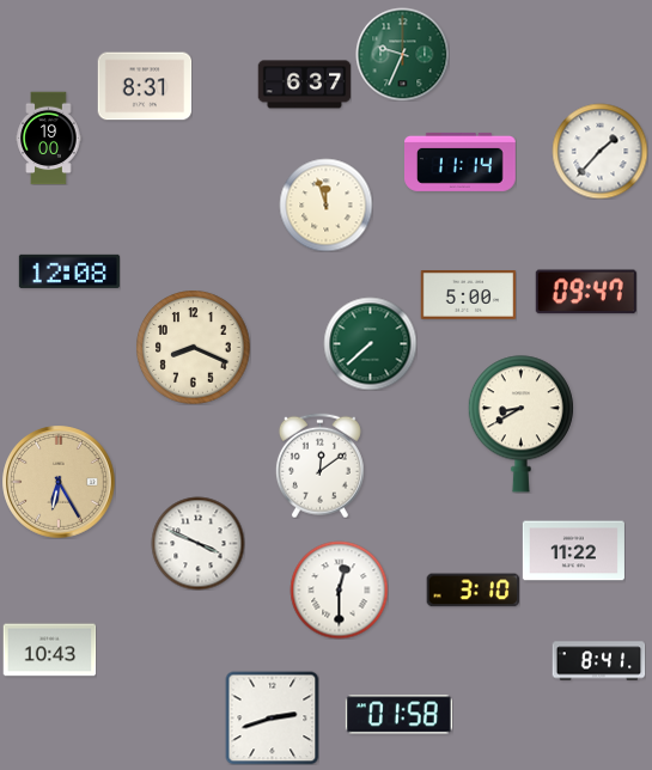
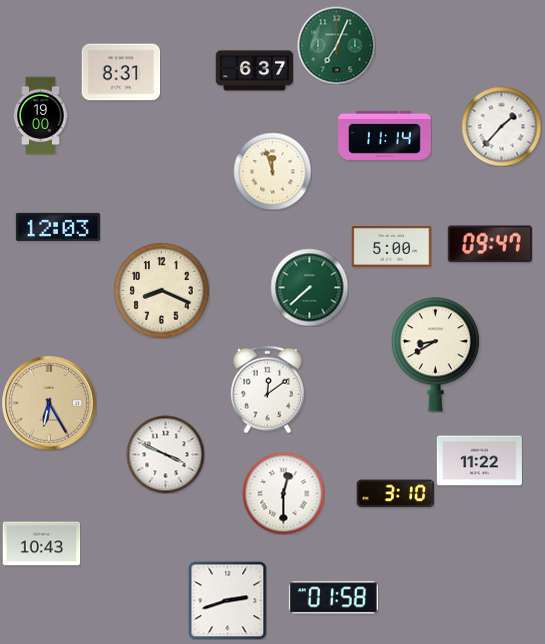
clock at (402, 54): 9:34 -> 7:04
clock at (69, 271): 12:08 -> 12:03
clock at (598, 661): 8:41 -> none
